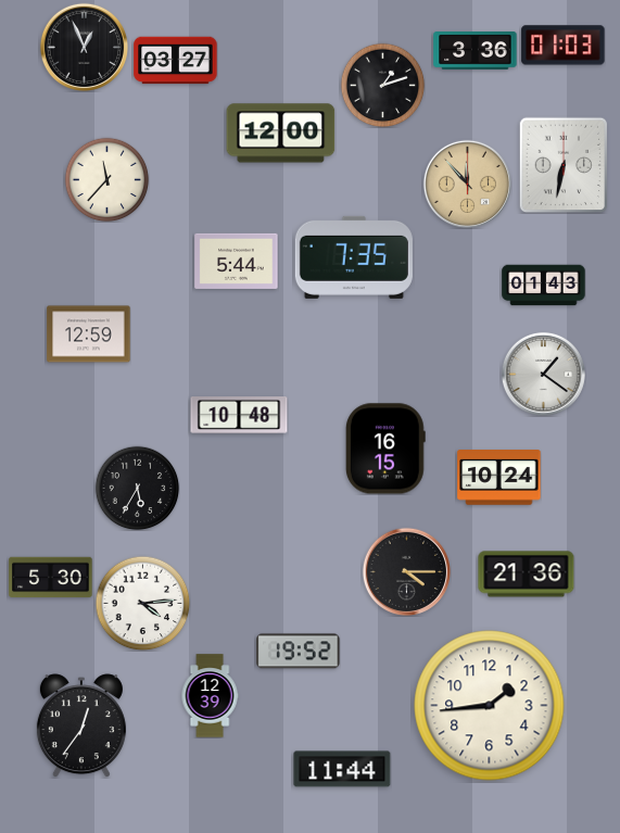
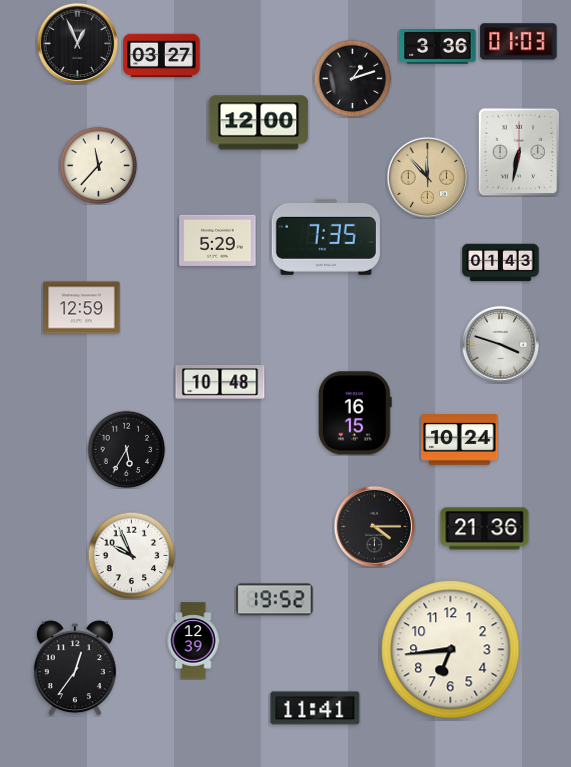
clock at (467, 184) position: (467, 184) -> (427, 177)
clock at (237, 261): 5:44 -> 5:29
clock at (543, 374): 1:21 -> 3:48
clock at (51, 578): 5:30 -> none
clock at (142, 603): 4:14 -> 9:56
clock at (490, 706): 1:44 -> 6:44
clock at (342, 769): 11:44 -> 11:41
